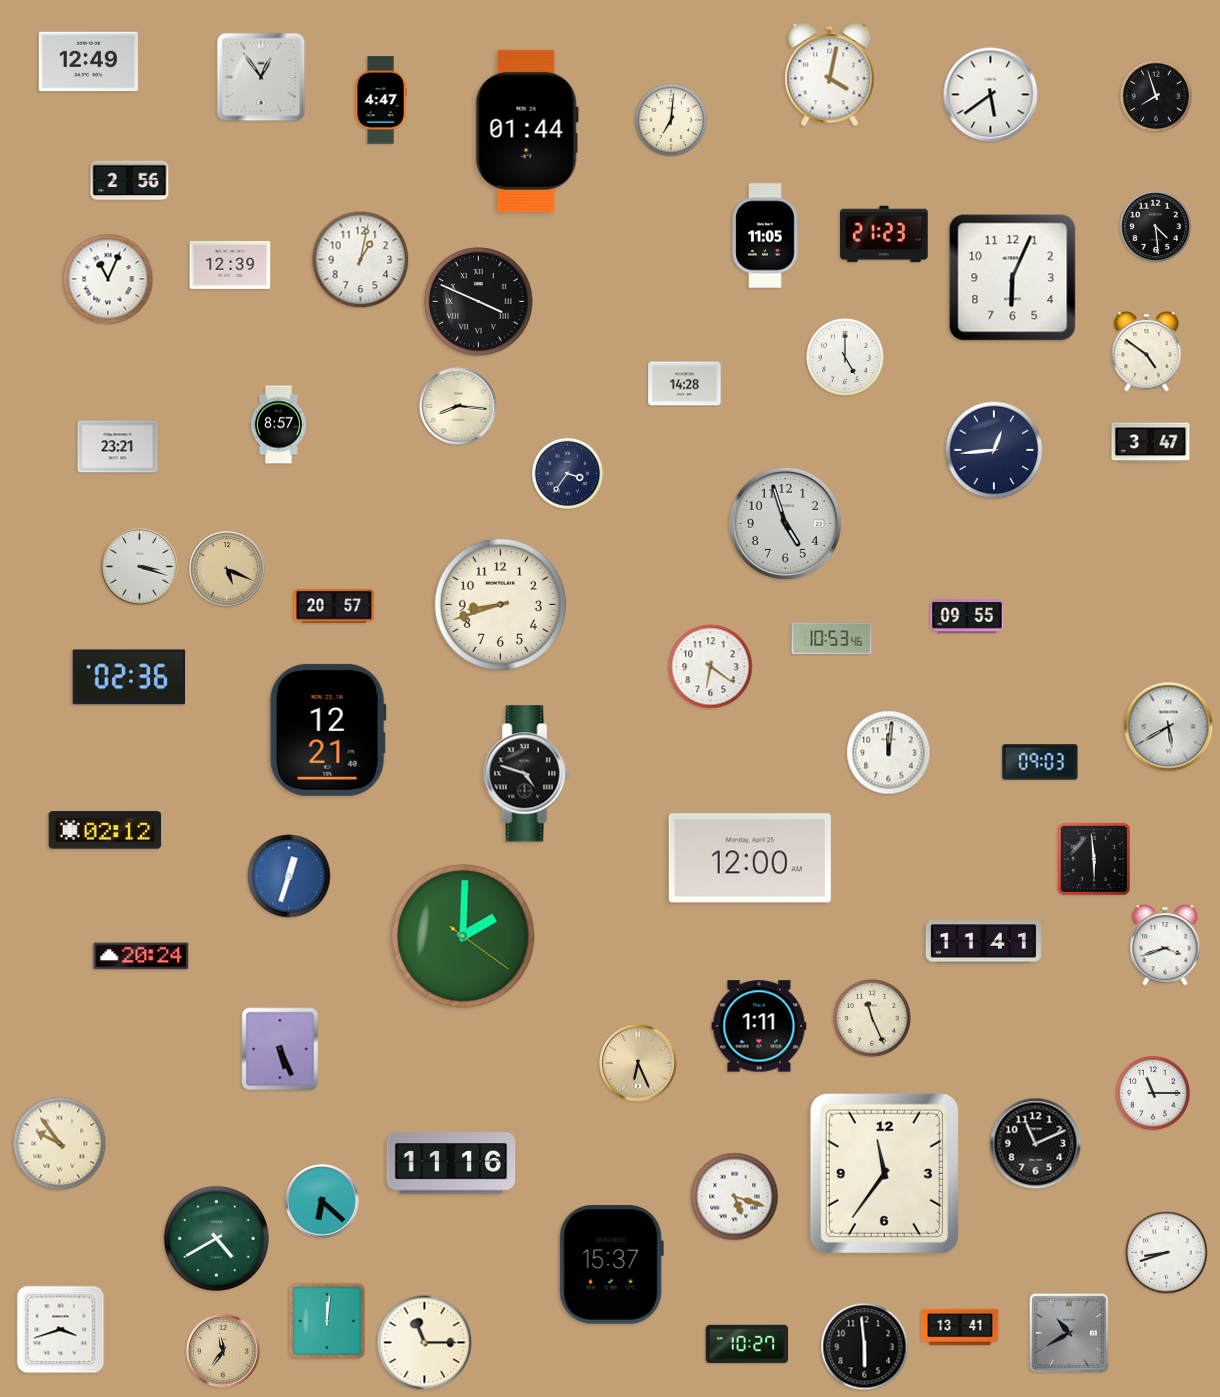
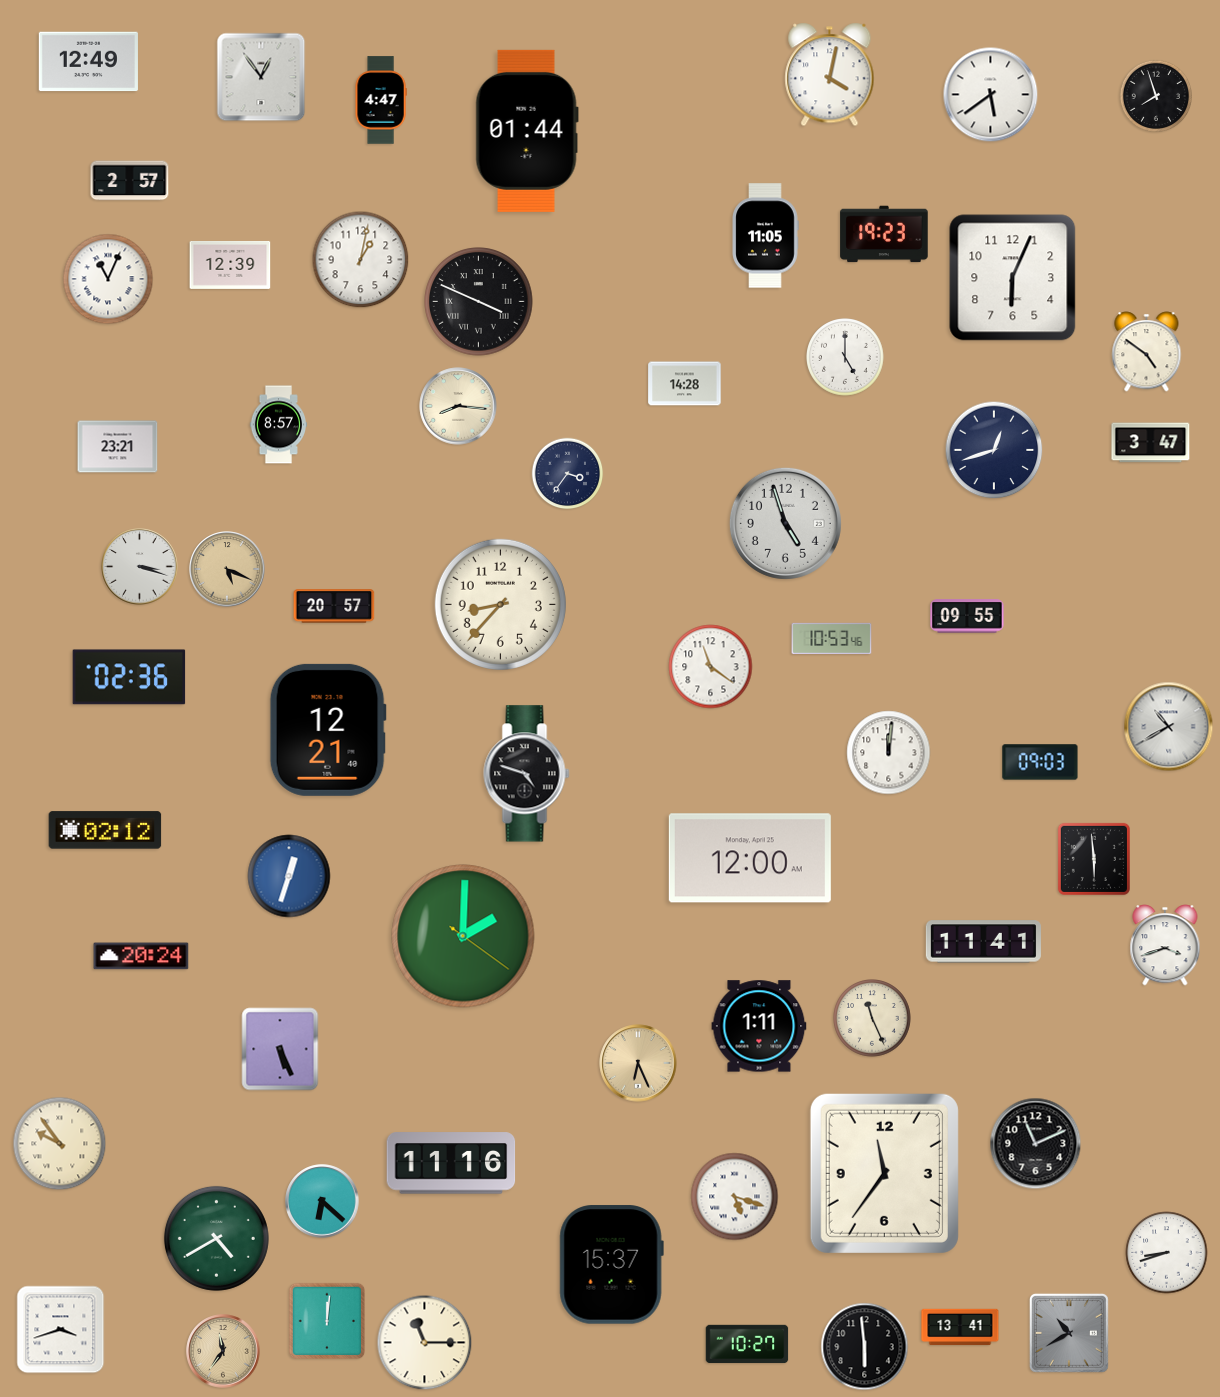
clock at (670, 119): 7:01 -> none
clock at (130, 181): 2:56 -> 2:57
clock at (1156, 227): 4:29 -> none
clock at (884, 234): 21:23 -> 19:23
clock at (994, 450): 12:44 -> 12:42
clock at (500, 604): 8:42 -> 8:37
clock at (711, 667): 6:21 -> 11:21
clock at (1169, 727): 5:40 -> 10:40
clock at (1153, 1093): 11:15 -> none
